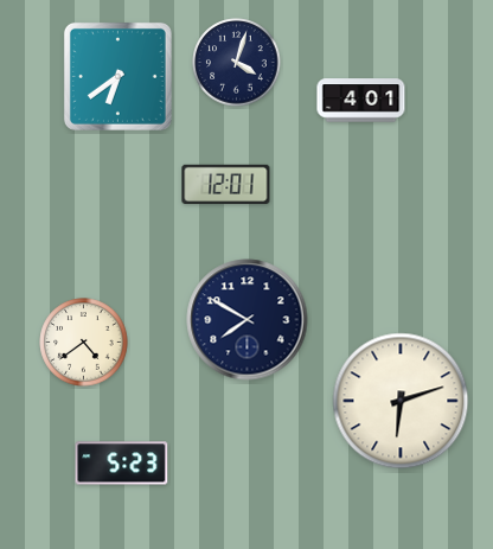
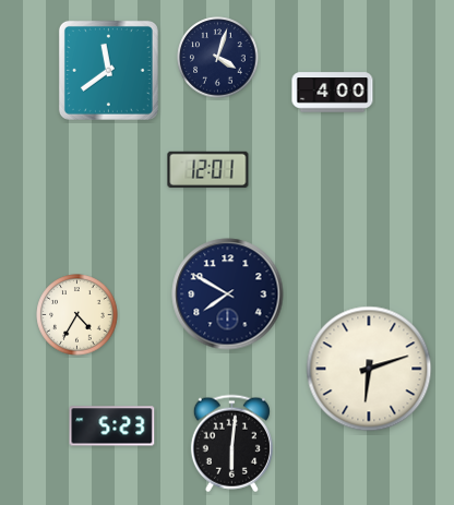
clock at (117, 76): 6:39 -> 11:39
clock at (361, 101): 4:01 -> 4:00
clock at (84, 343): 4:39 -> 4:35
clock at (231, 444): none -> 6:01
